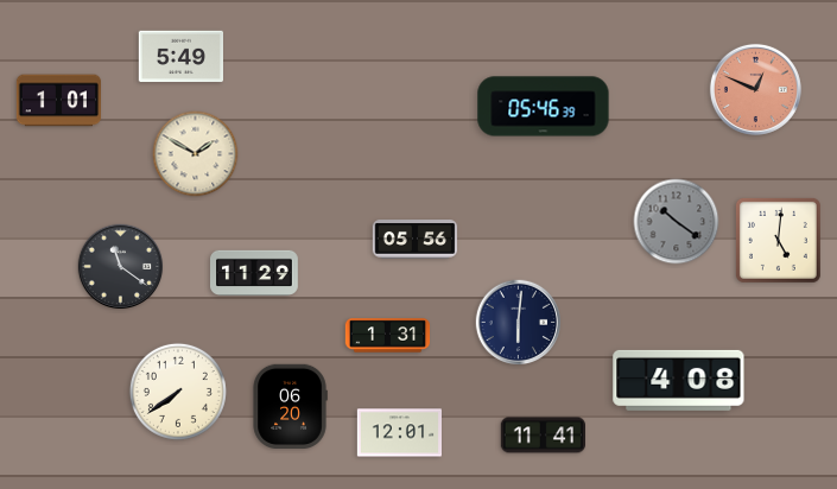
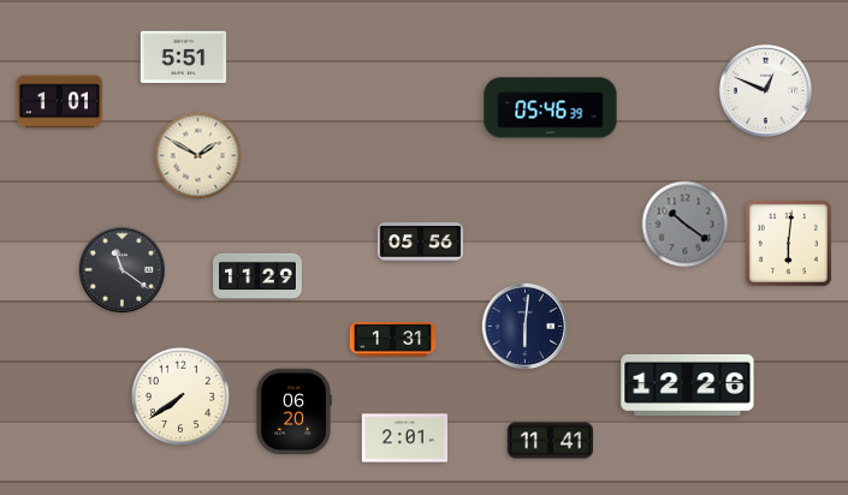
clock at (180, 57): 5:49 -> 5:51
clock at (755, 89) dial: salmon -> white
clock at (778, 240): 5:01 -> 6:01
clock at (679, 380): 4:08 -> 12:26
clock at (399, 433): 12:01 -> 2:01
